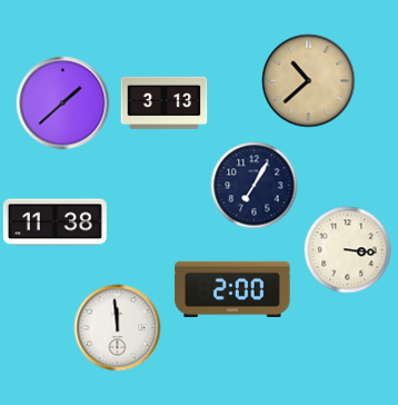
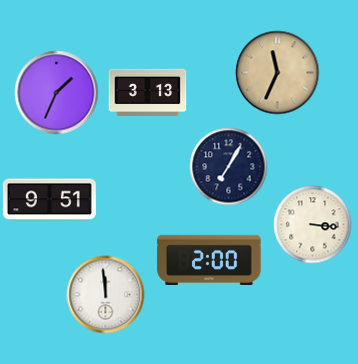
clock at (308, 80): 10:38 -> 11:34
clock at (62, 102): 1:38 -> 1:34
clock at (54, 223): 11:38 -> 9:51
